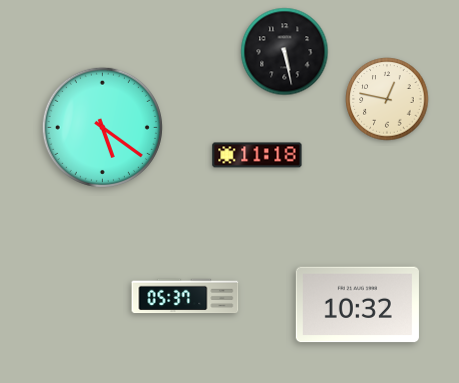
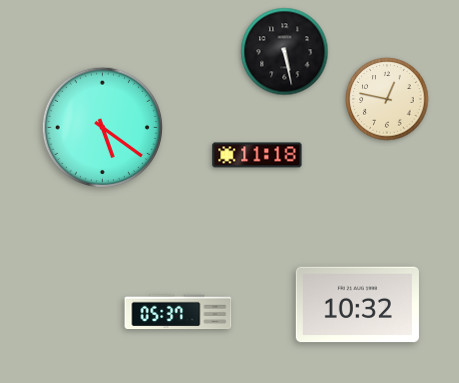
clock at (185, 296) position: (185, 296) -> (178, 312)
